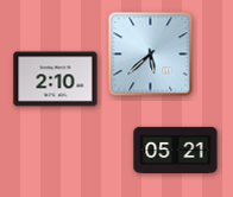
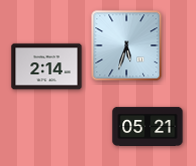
clock at (151, 55): 5:38 -> 5:33
clock at (56, 80): 2:10 -> 2:14
